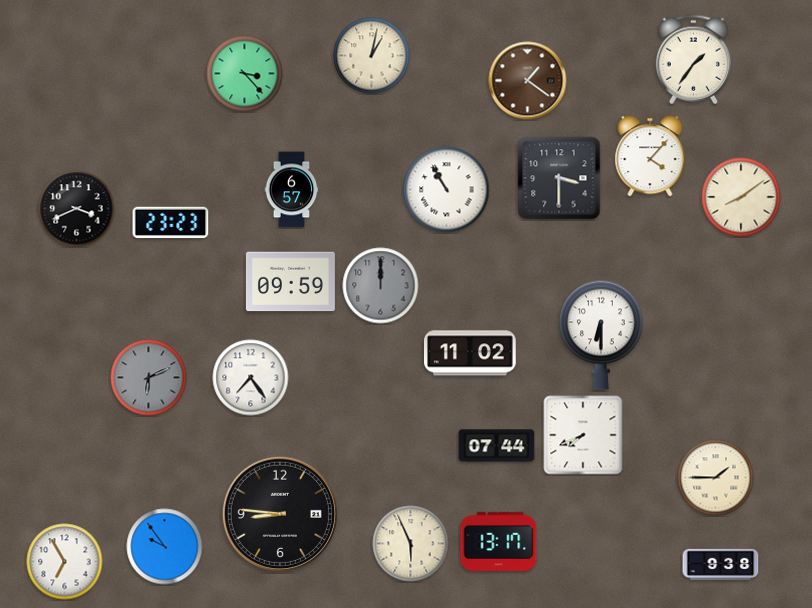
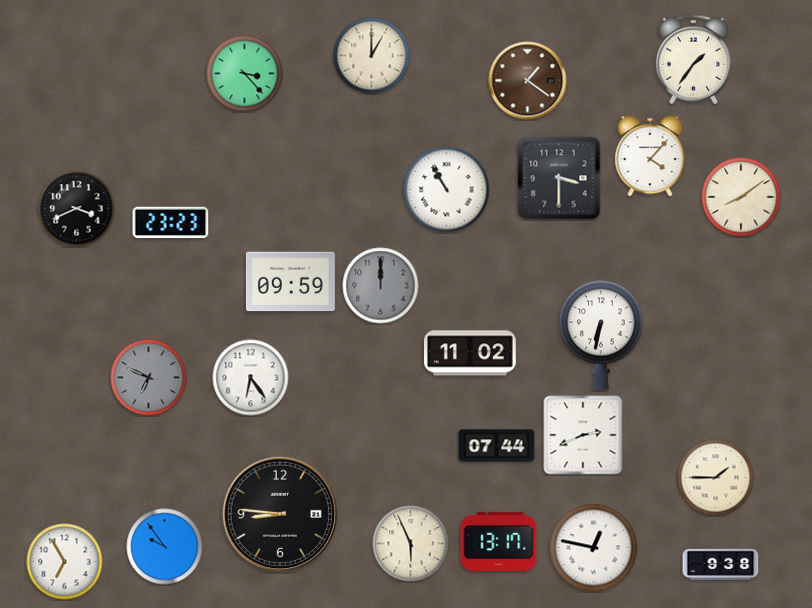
clock at (372, 56): 1:02 -> 1:00
clock at (292, 190): 6:57 -> none
clock at (601, 335): 6:30 -> 6:32
clock at (149, 378): 6:11 -> 6:49
clock at (251, 378): 7:24 -> 6:24
clock at (583, 435): 7:41 -> 2:41
clock at (594, 548): none -> 12:47
